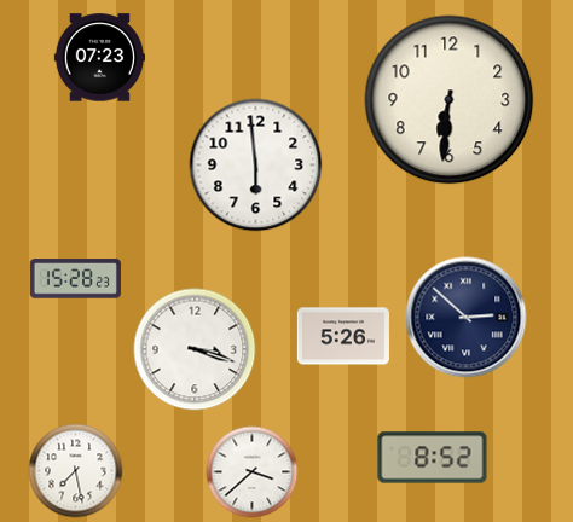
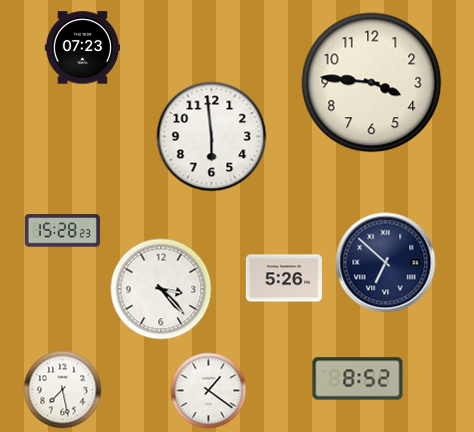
clock at (450, 100): 6:31 -> 3:46
clock at (467, 318): 2:52 -> 6:52
clock at (195, 349): 3:18 -> 3:23
clock at (253, 472): 3:38 -> 1:21
